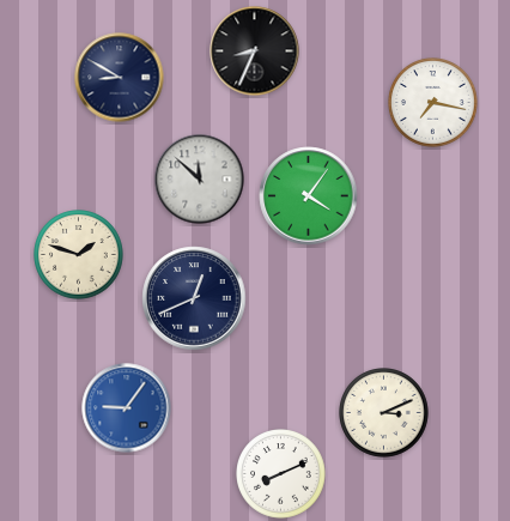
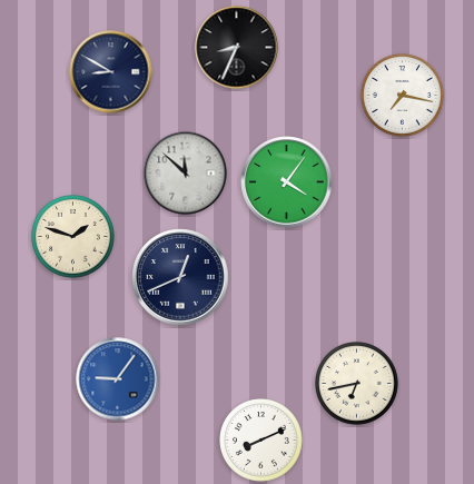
clock at (200, 180) position: (200, 180) -> (186, 174)
clock at (384, 413): 3:11 -> 6:43
